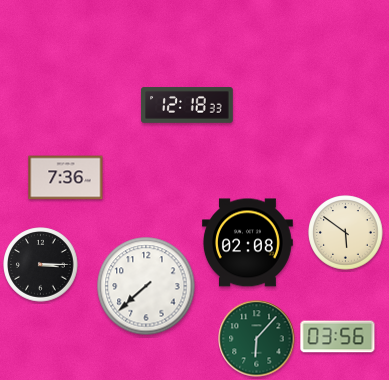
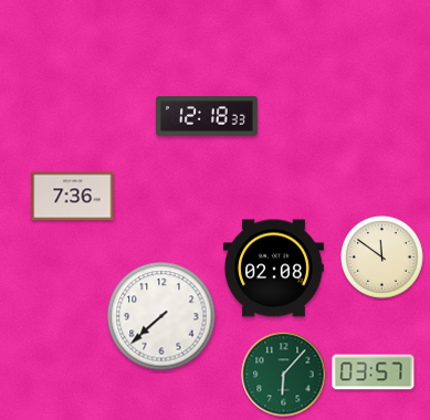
clock at (346, 233): 5:51 -> 11:51
clock at (41, 265): 3:15 -> none
clock at (338, 337): 03:56 -> 03:57
